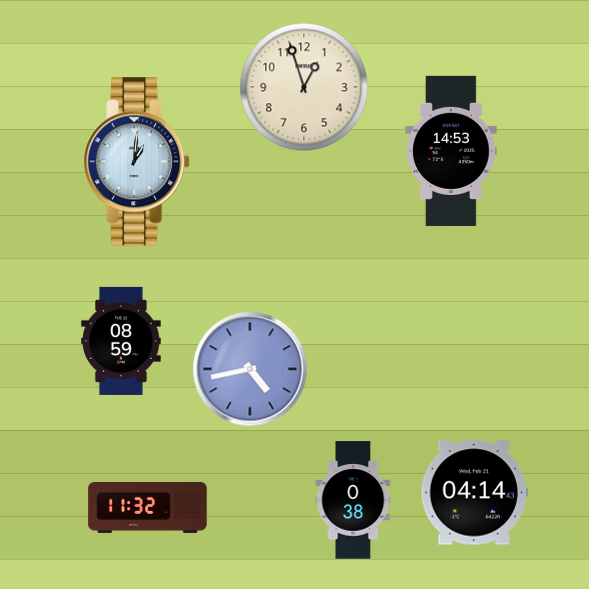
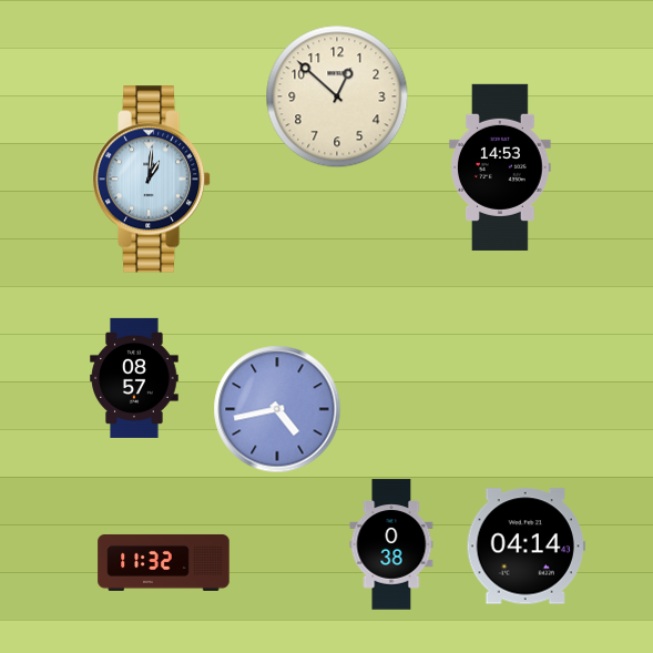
clock at (304, 87): 12:57 -> 12:52
clock at (121, 341): 08:59 -> 08:57
clock at (353, 500) position: (353, 500) -> (391, 544)
